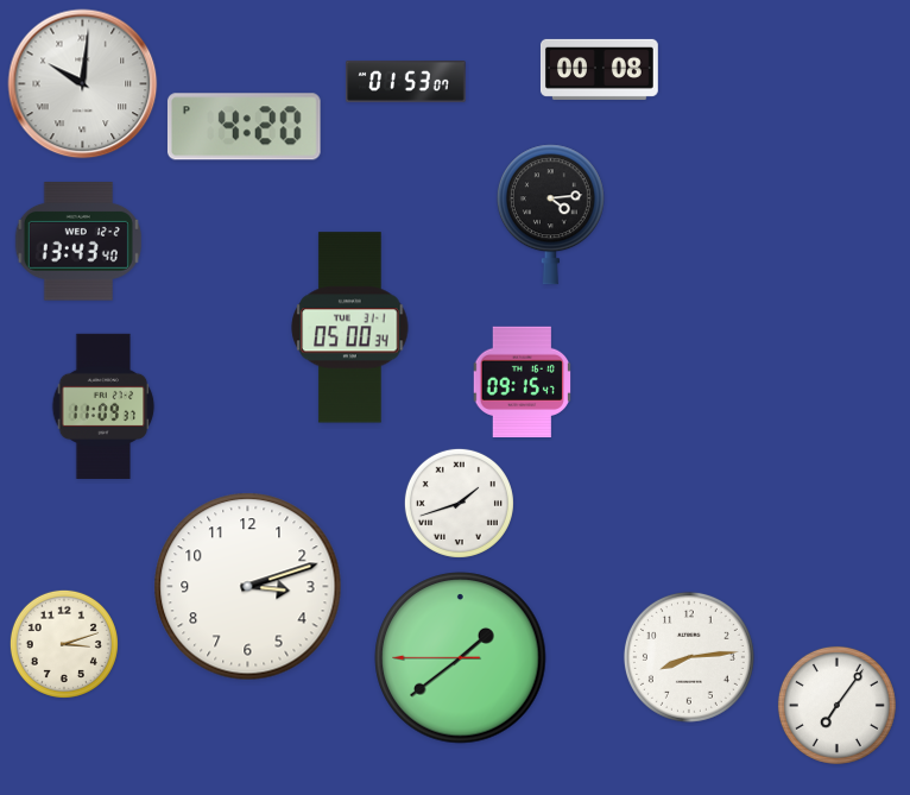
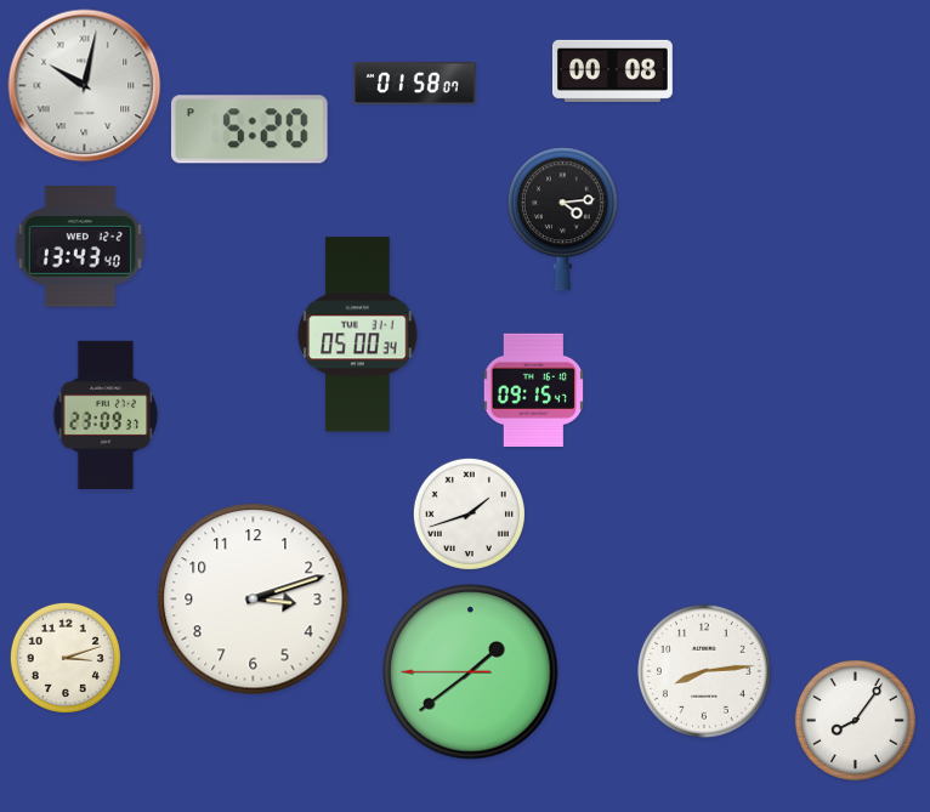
clock at (406, 82): 01:53 -> 01:58
clock at (83, 84): 10:01 -> 10:02
clock at (244, 127): 4:20 -> 5:20
clock at (103, 406): 11:09 -> 23:09
clock at (836, 705): 7:06 -> 8:06
